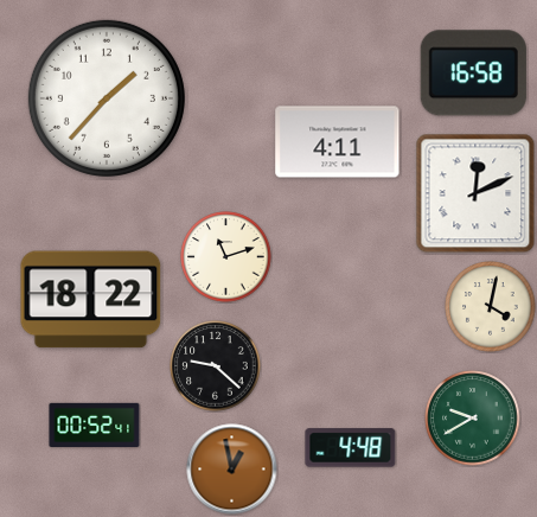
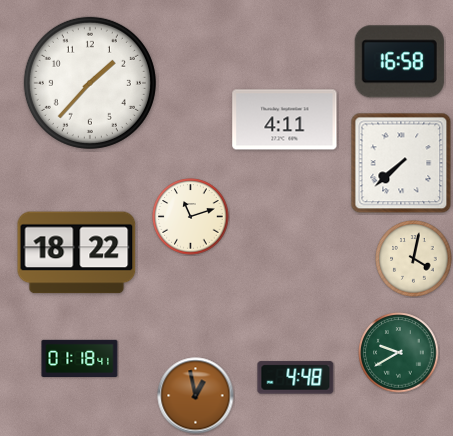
clock at (475, 193): 12:11 -> 7:38
clock at (216, 366): 9:22 -> none
clock at (95, 425): 00:52 -> 01:18
